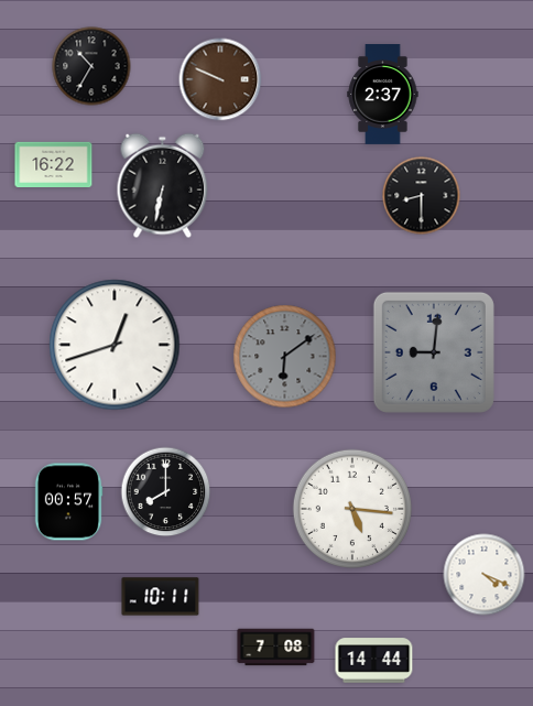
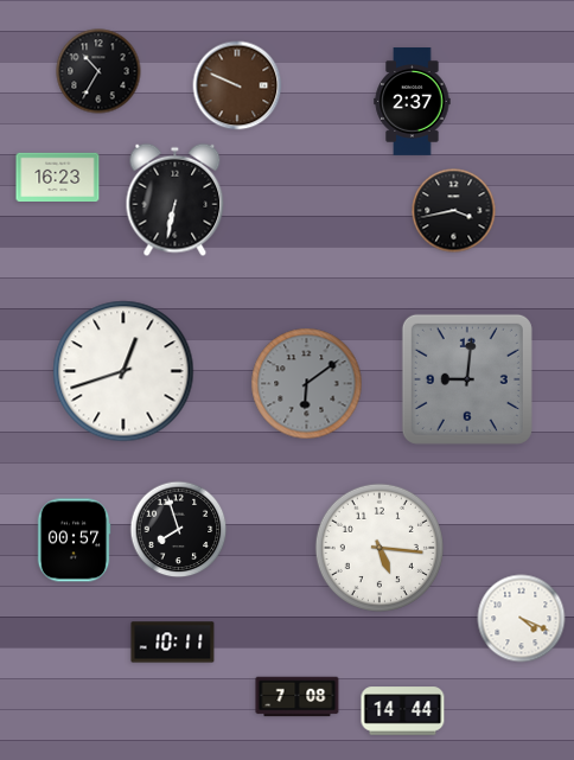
clock at (54, 164): 16:22 -> 16:23
clock at (422, 196): 8:30 -> 3:43
clock at (166, 492): 8:00 -> 7:57
